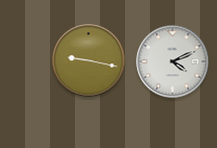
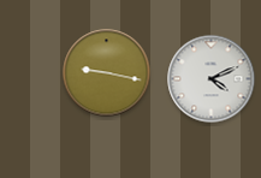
clock at (173, 62) position: (173, 62) -> (212, 79)
